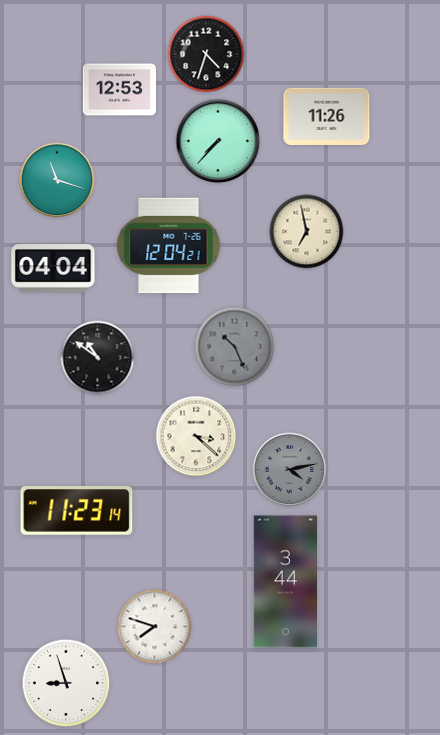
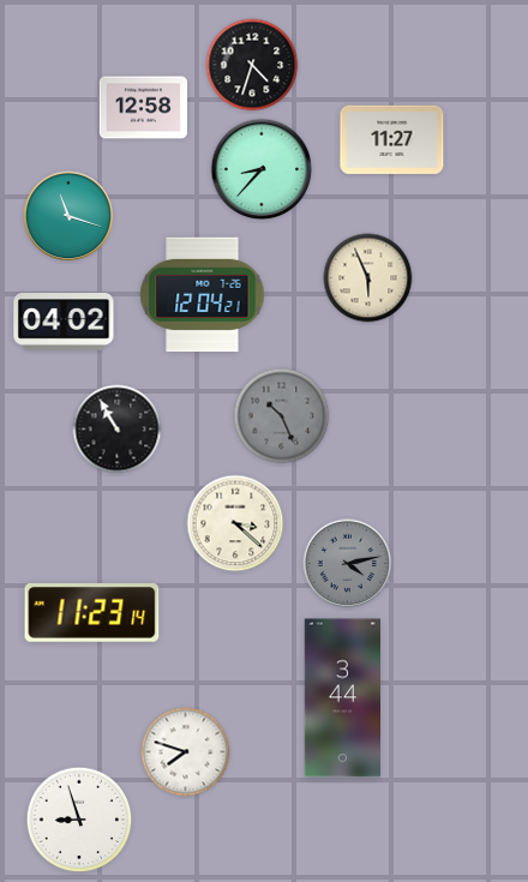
clock at (206, 54) position: (206, 54) -> (252, 65)
clock at (120, 90): 12:53 -> 12:58
clock at (327, 116): 11:26 -> 11:27
clock at (218, 141): 7:37 -> 8:37
clock at (307, 232): 6:58 -> 5:56
clock at (53, 269): 04:04 -> 04:02
clock at (98, 358): 10:51 -> 10:55
